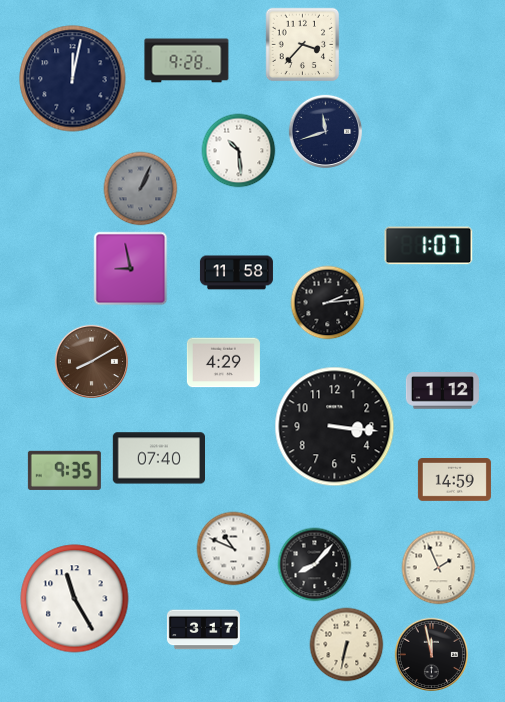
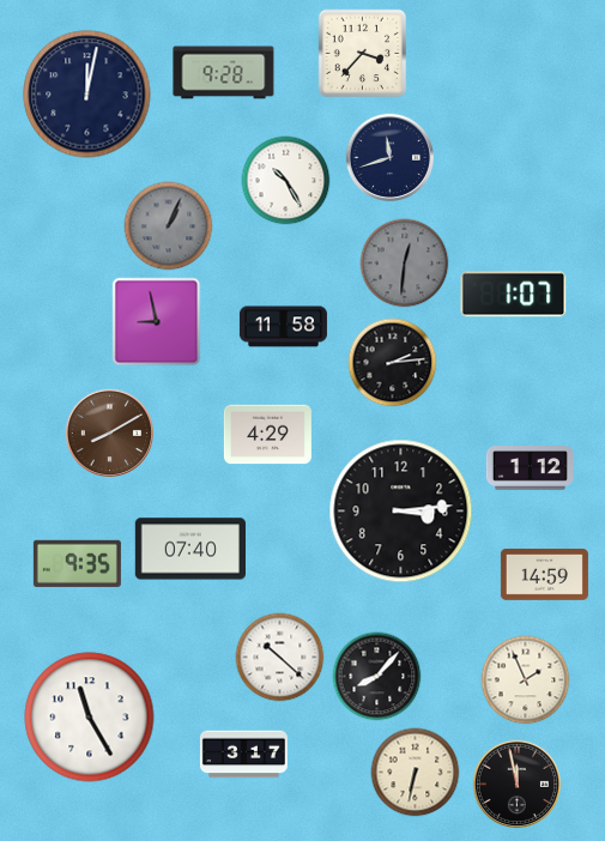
clock at (239, 151): 10:29 -> 10:25
clock at (405, 264): none -> 12:31
clock at (335, 427): 3:16 -> 3:14
clock at (234, 549): 10:49 -> 10:22
